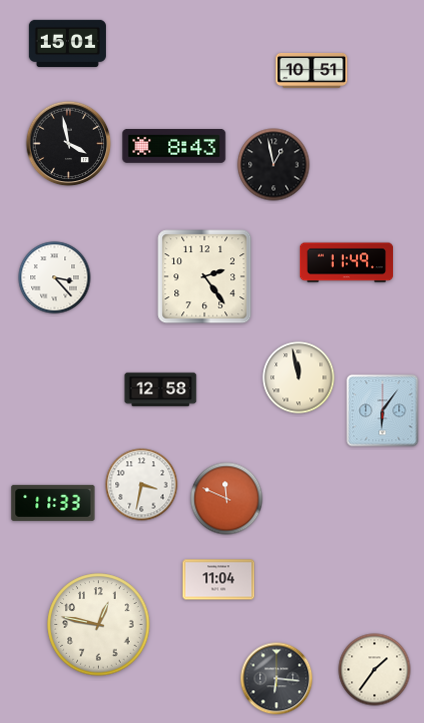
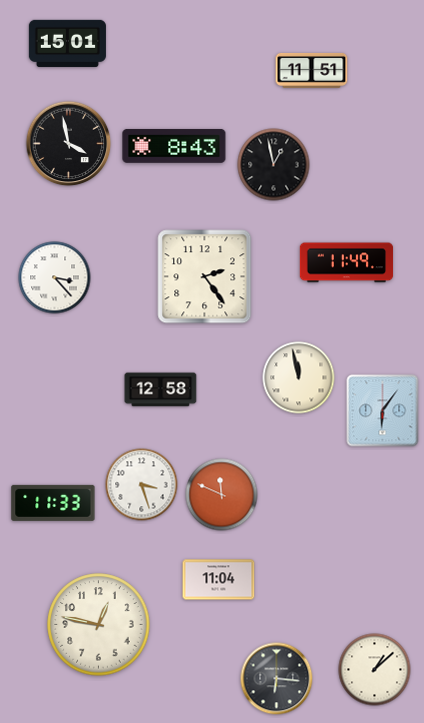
clock at (312, 70): 10:51 -> 11:51
clock at (142, 485): 3:32 -> 3:27
clock at (227, 499) position: (227, 499) -> (222, 495)
clock at (375, 670): 1:36 -> 1:08
